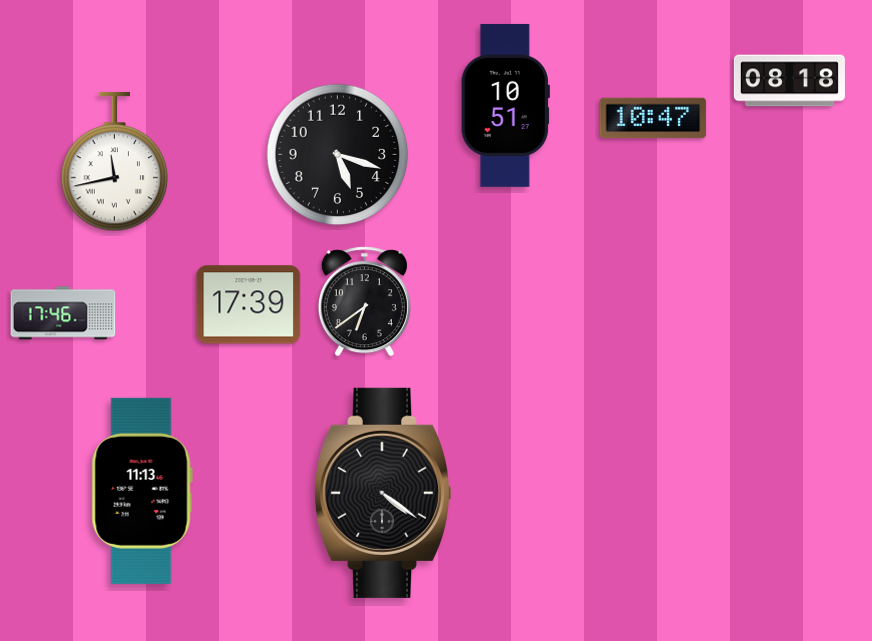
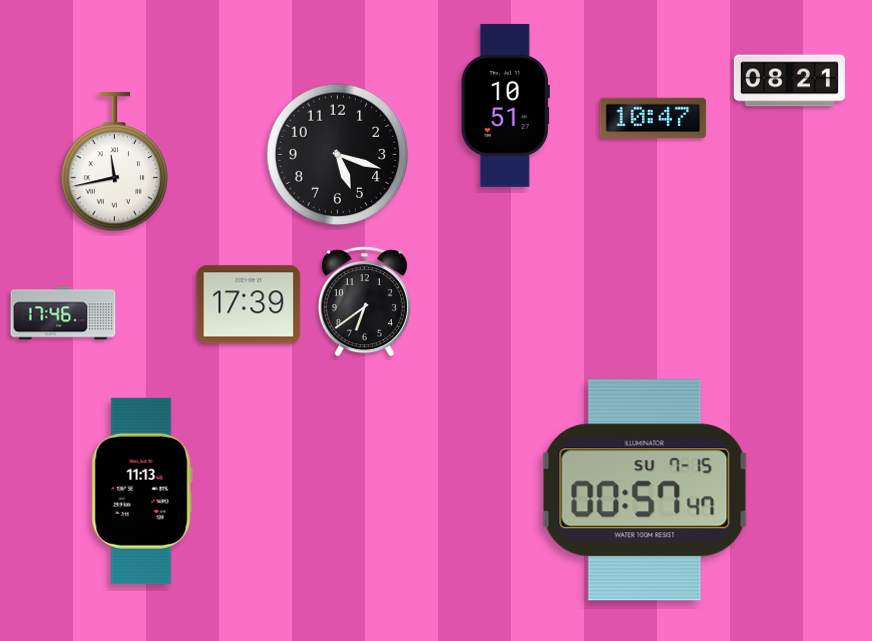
clock at (789, 81): 08:18 -> 08:21
clock at (645, 490): none -> 00:57
clock at (382, 493): 4:21 -> none
